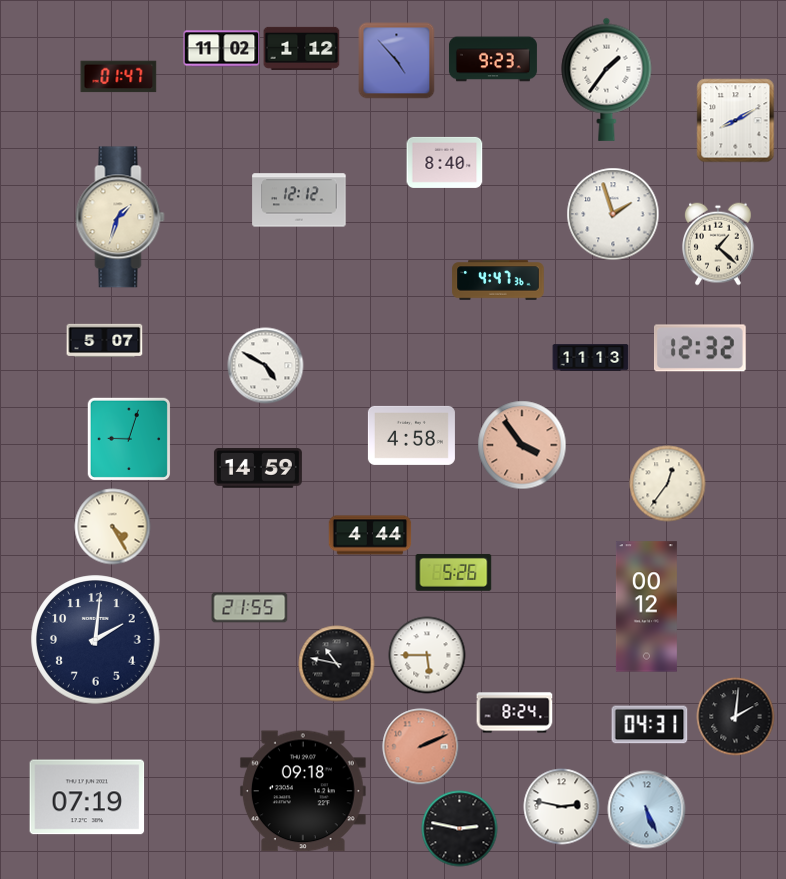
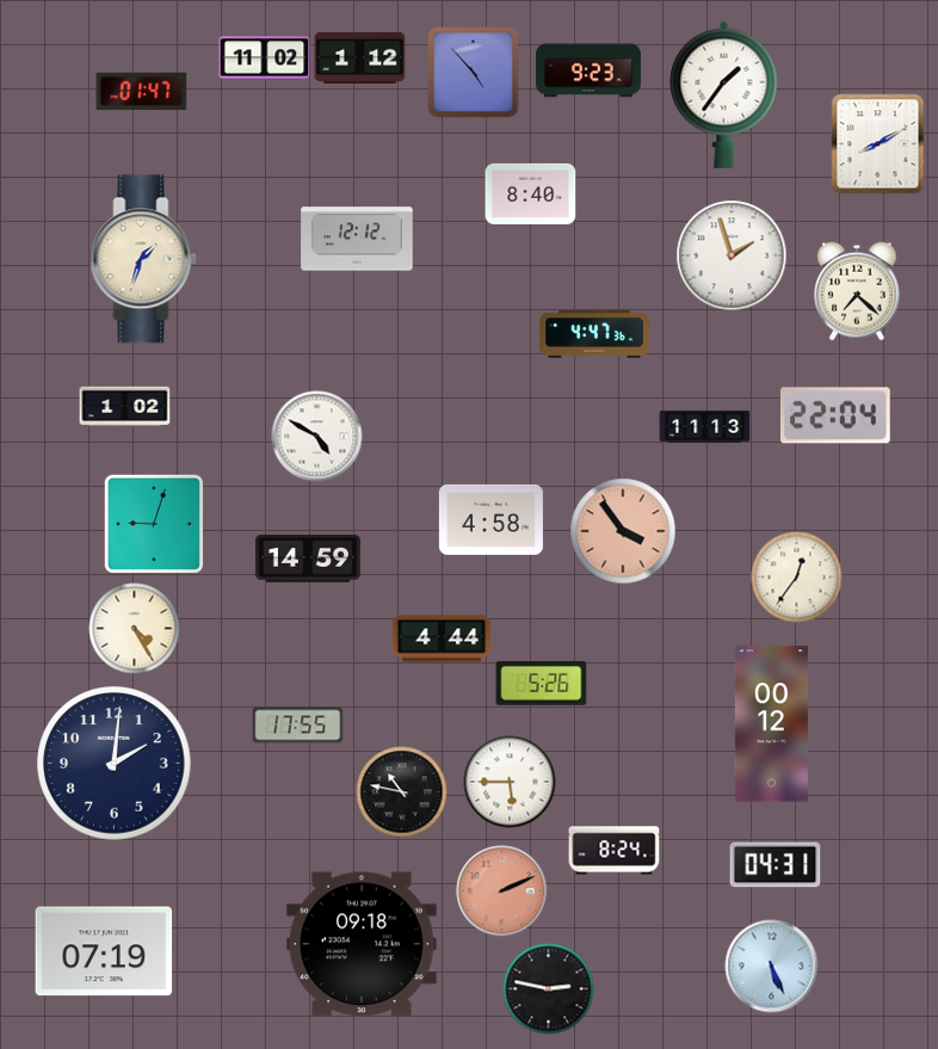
clock at (719, 244): 1:22 -> 7:22
clock at (105, 341): 5:07 -> 1:02
clock at (701, 348): 12:32 -> 22:04
clock at (250, 608): 21:55 -> 17:55
clock at (736, 717): 2:01 -> none
clock at (562, 807): 2:47 -> none
